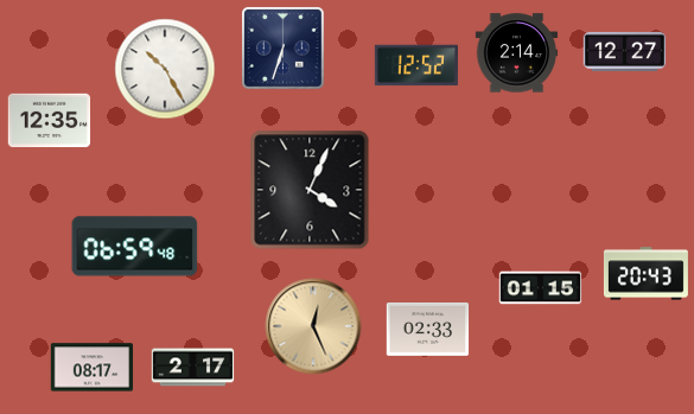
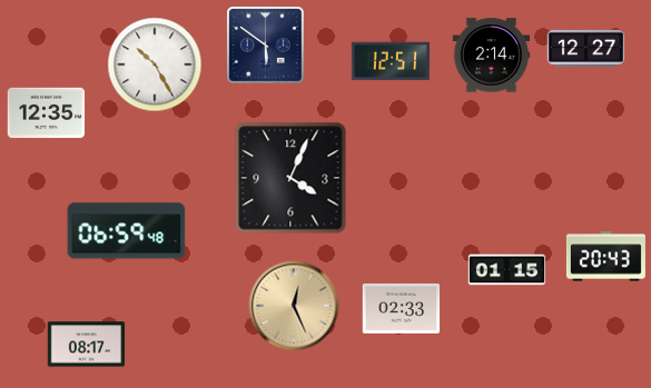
clock at (284, 49): 6:33 -> 5:51
clock at (517, 53) position: (517, 53) -> (492, 56)
clock at (416, 65): 12:52 -> 12:51
clock at (193, 368): 2:17 -> none
